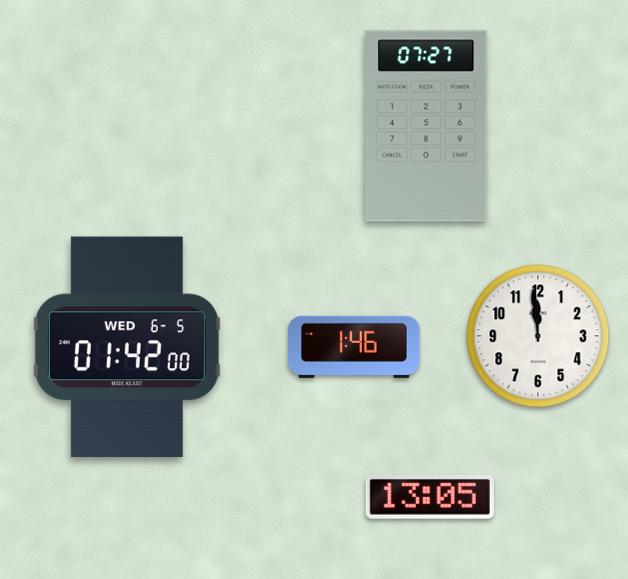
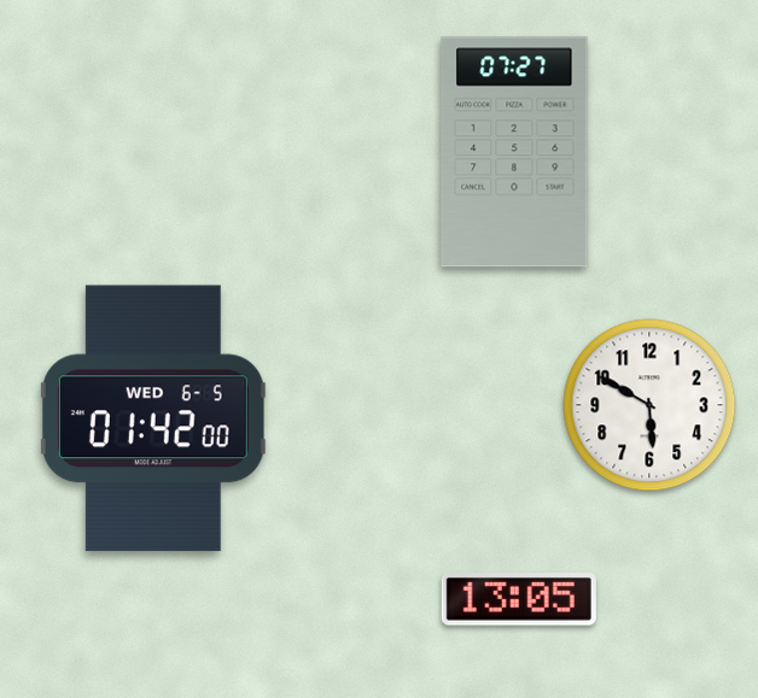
clock at (538, 336): 11:59 -> 5:50
clock at (354, 347): 1:46 -> none
